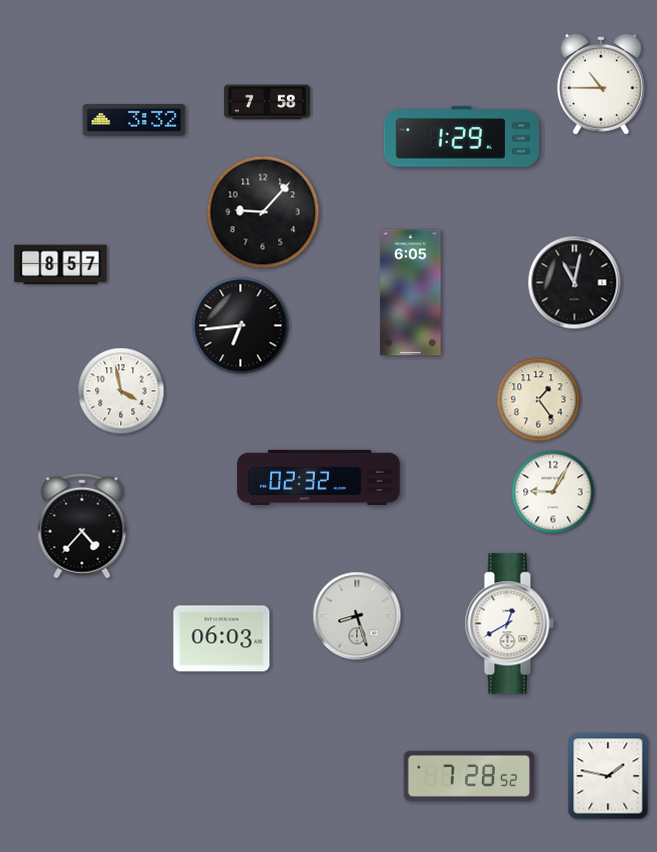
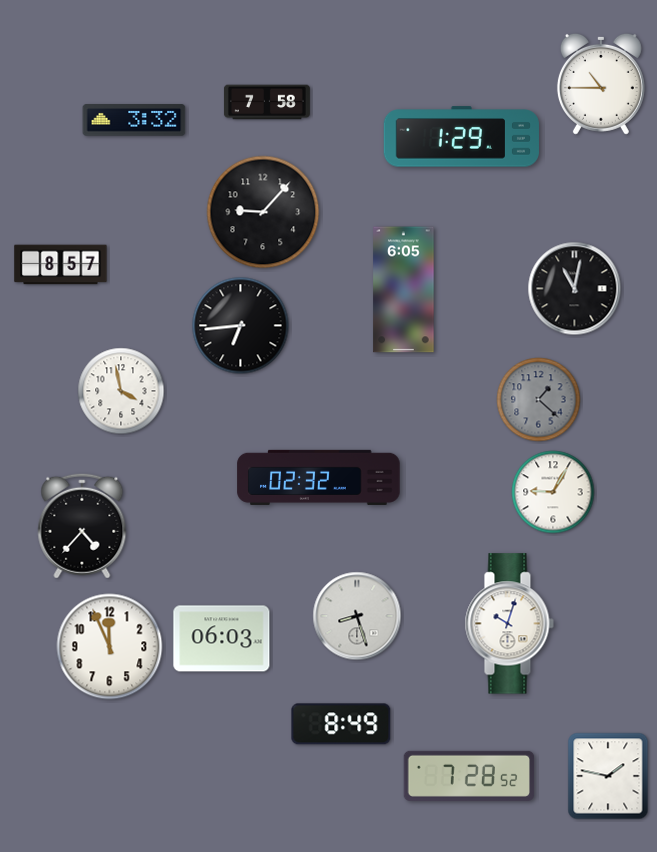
clock at (575, 283) position: (575, 283) -> (575, 289)
clock at (411, 293) position: (411, 293) -> (404, 290)
clock at (539, 400): 1:24 -> 1:22
clock at (539, 400) dial: cream -> grey
clock at (509, 624): 12:40 -> 10:03
clock at (110, 647): none -> 11:56
clock at (341, 724): none -> 8:49
